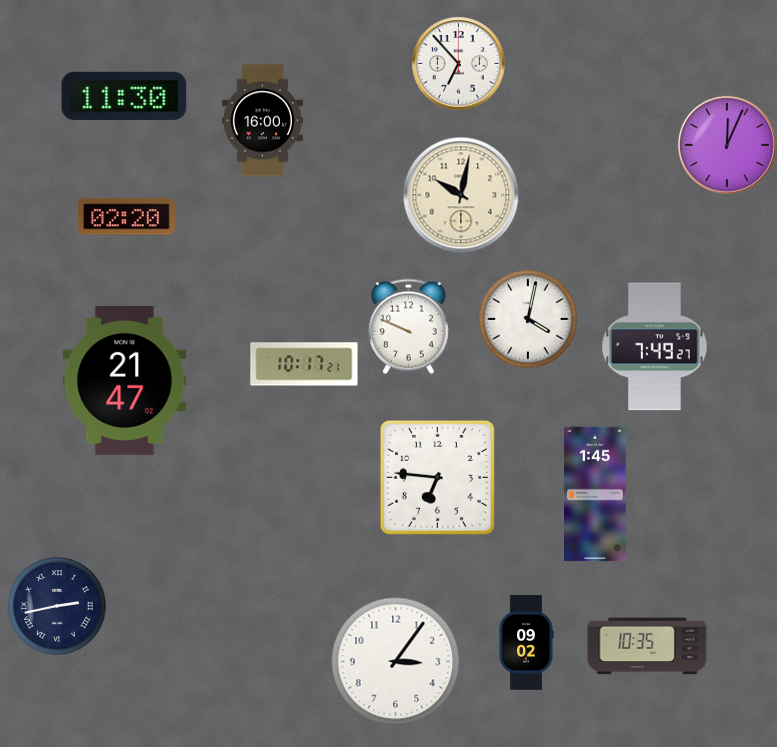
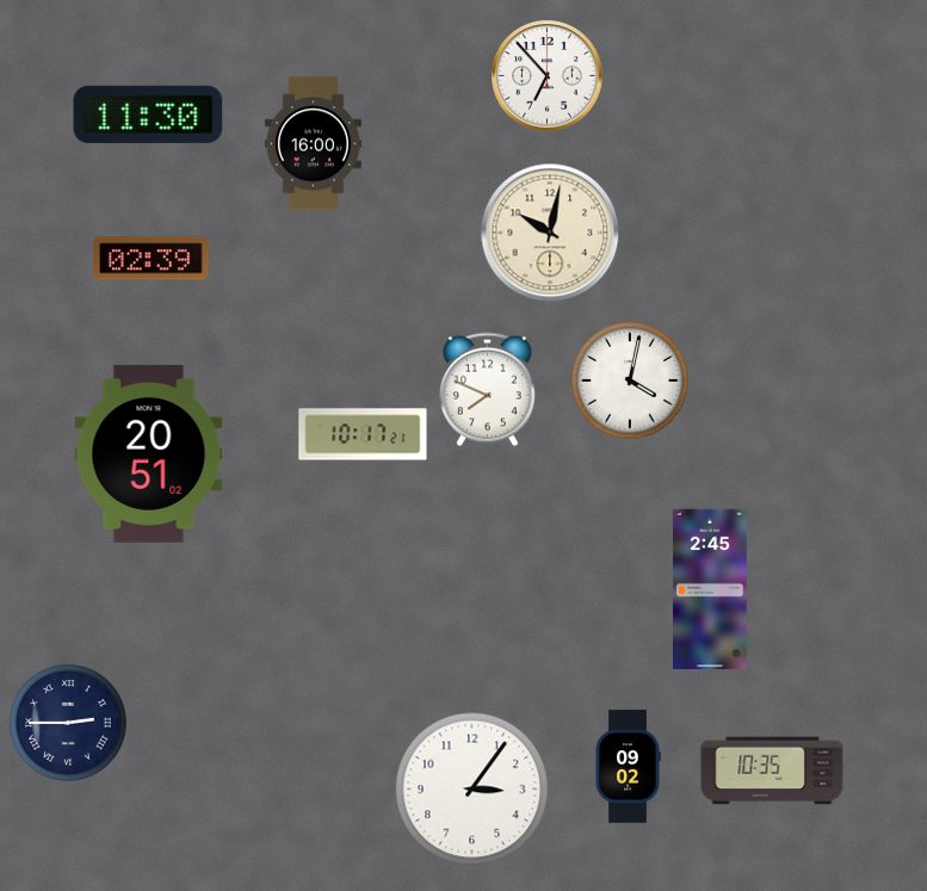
clock at (727, 145): 12:04 -> none
clock at (127, 217): 02:20 -> 02:39
clock at (409, 326): 9:49 -> 7:49
clock at (655, 347): 7:49 -> none
clock at (125, 380): 21:47 -> 20:51
clock at (437, 477): 6:46 -> none
clock at (596, 494): 1:45 -> 2:45
clock at (57, 606): 2:43 -> 2:45
